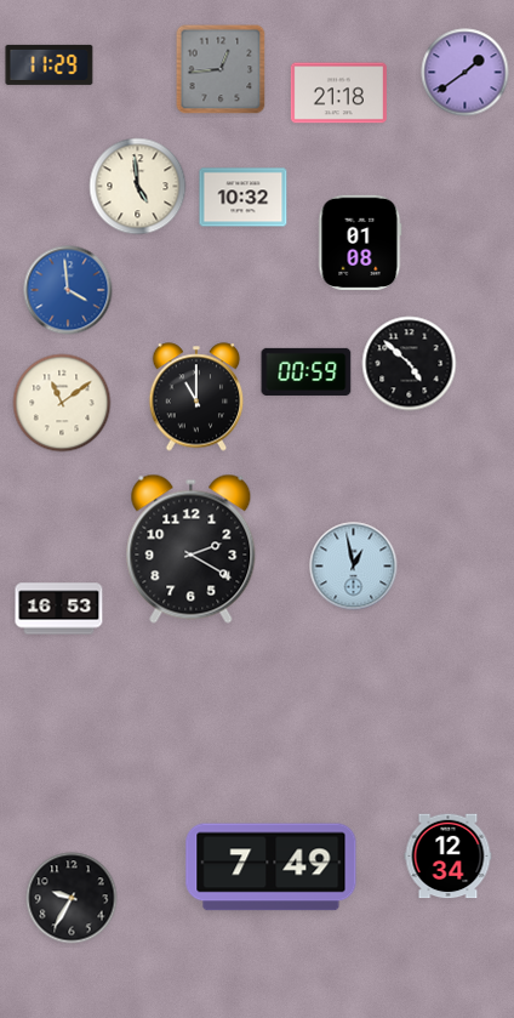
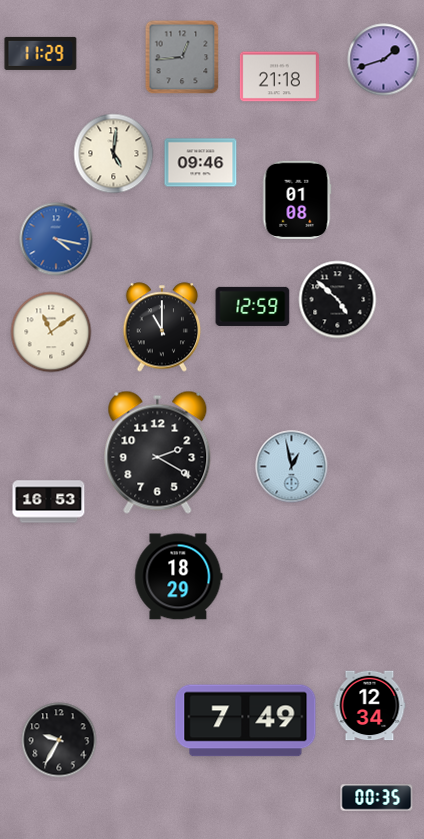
clock at (466, 73): 1:39 -> 1:42
clock at (138, 187): 4:59 -> 5:01
clock at (244, 198): 10:32 -> 09:46
clock at (68, 290): 3:59 -> 4:17
clock at (307, 371): 00:59 -> 12:59
clock at (179, 577): none -> 18:29
clock at (272, 868) position: (272, 868) -> (246, 721)
clock at (377, 798): none -> 00:35
